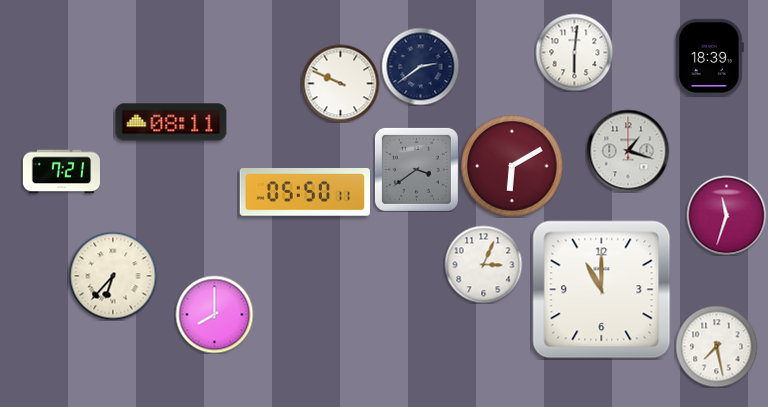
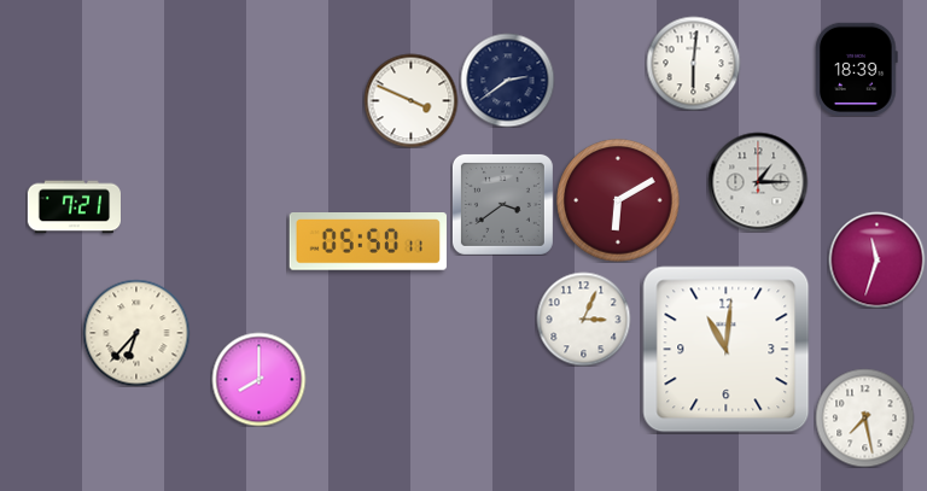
clock at (340, 83): 9:49 -> 3:49
clock at (171, 122): 08:11 -> none
clock at (628, 151): 1:18 -> 1:15
clock at (304, 192) position: (304, 192) -> (367, 241)
clock at (602, 290): 11:00 -> 11:01
